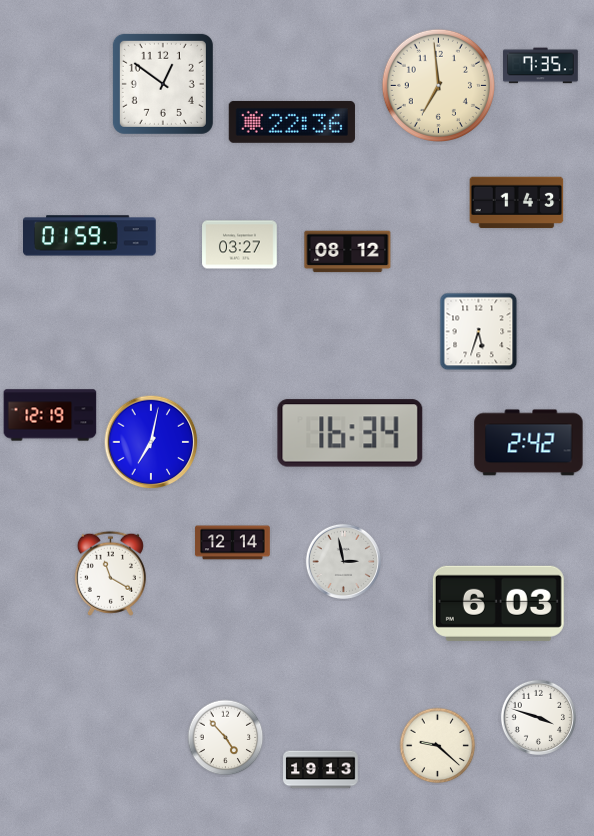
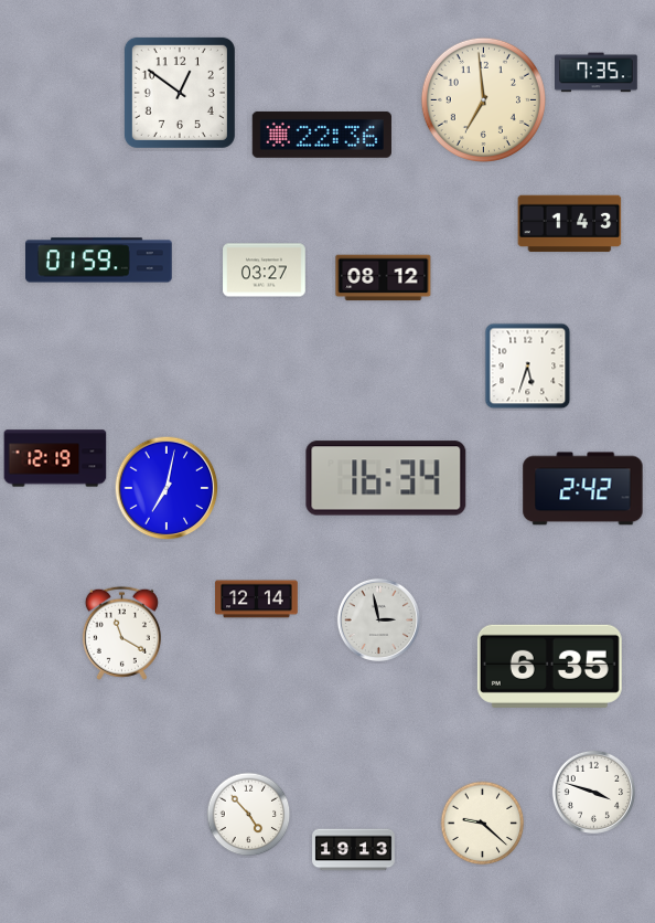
clock at (438, 85) position: (438, 85) -> (483, 99)
clock at (498, 603): 6:03 -> 6:35
